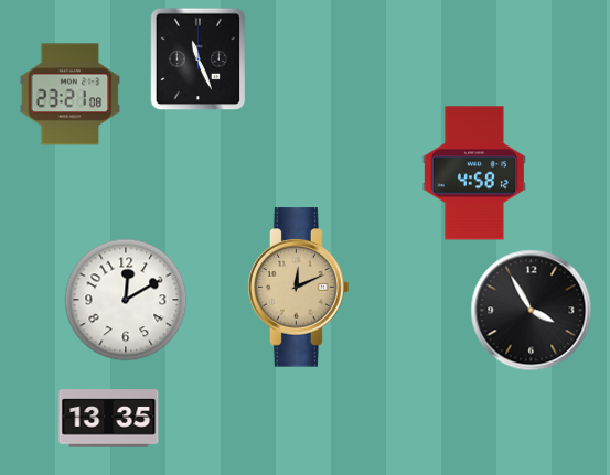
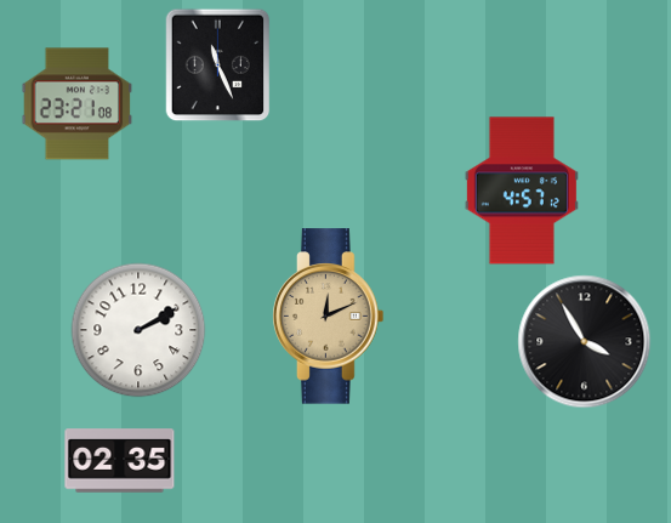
clock at (474, 173): 4:58 -> 4:57
clock at (126, 300): 12:10 -> 2:10
clock at (109, 419): 13:35 -> 02:35
